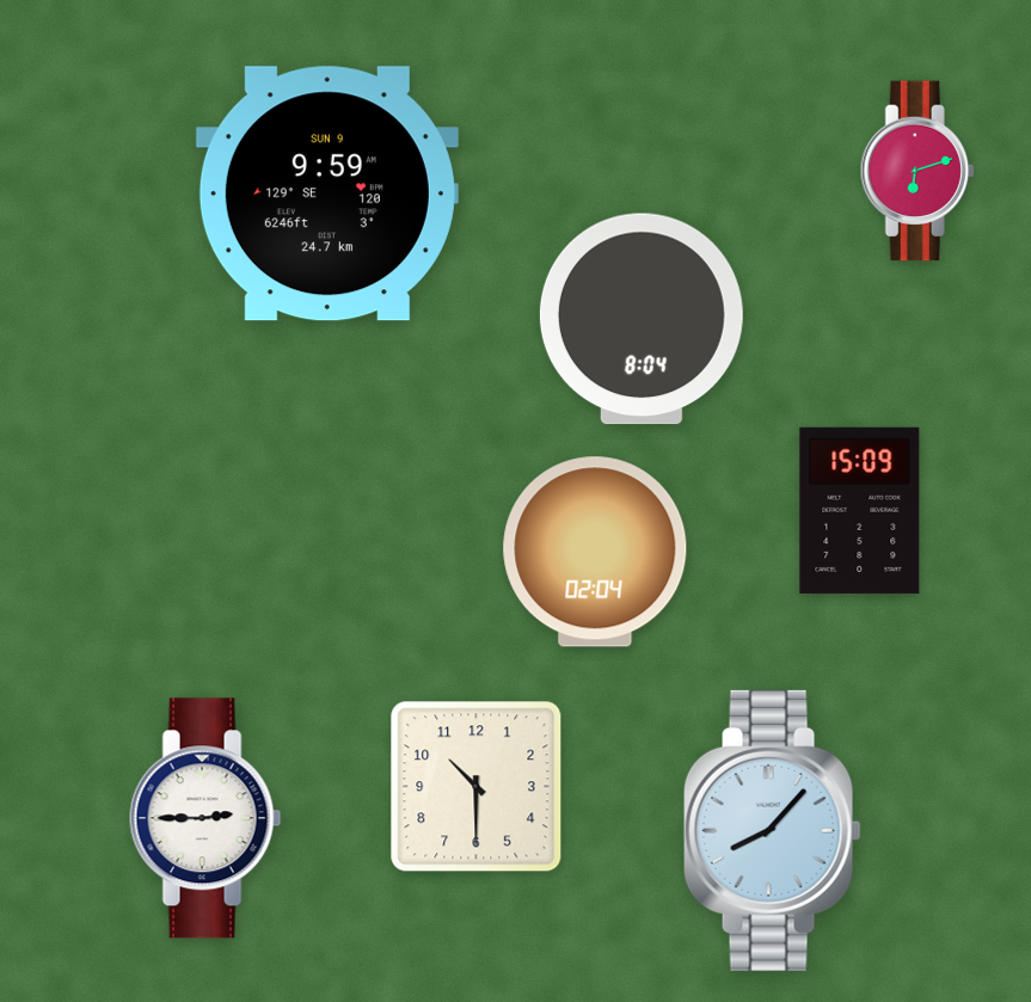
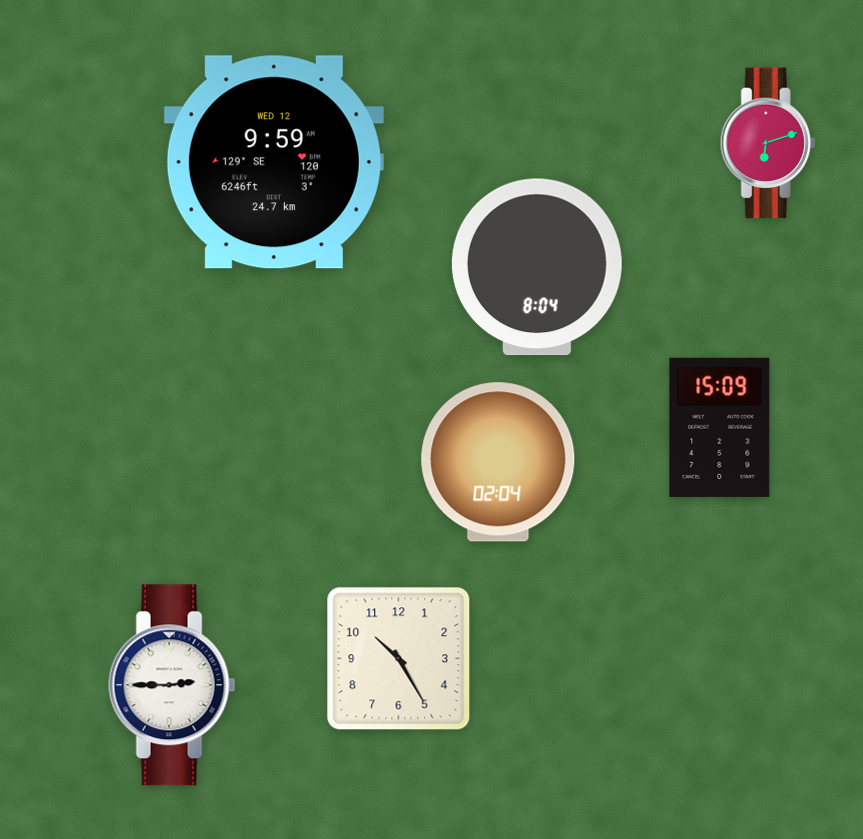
clock at (327, 193) date: SUN 9 -> WED 12
clock at (477, 787): 10:30 -> 10:25
clock at (772, 830): 8:07 -> none
